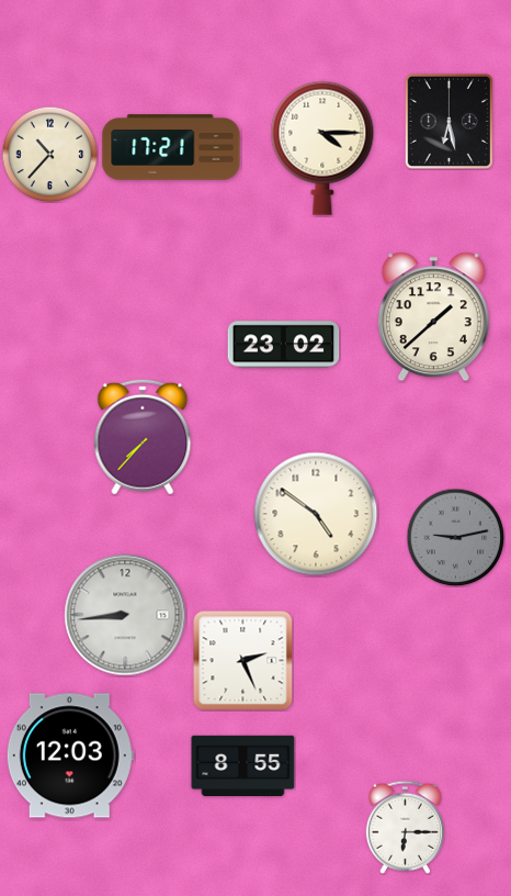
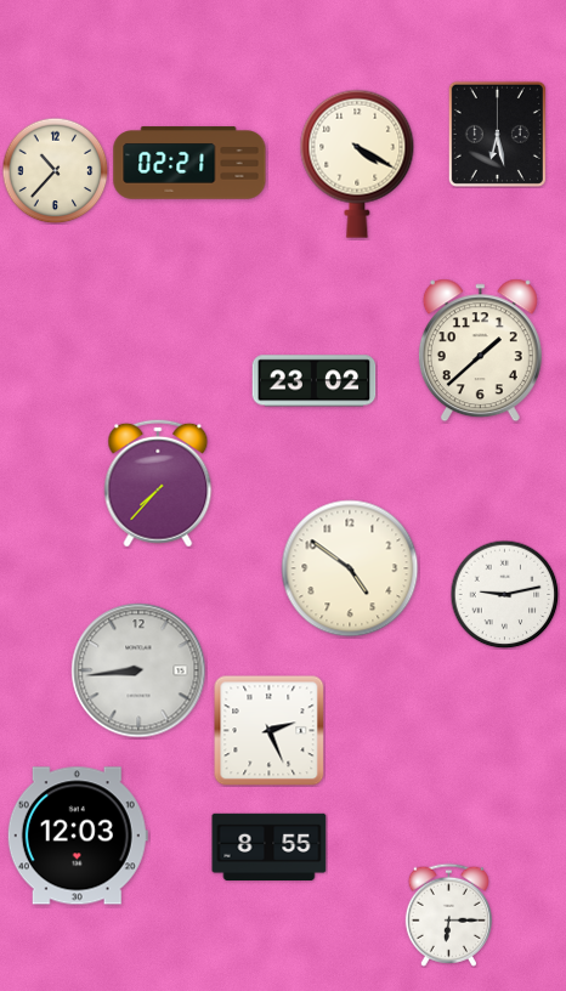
clock at (171, 147): 17:21 -> 02:21
clock at (322, 148): 4:15 -> 4:20
clock at (455, 537) dial: grey -> white
clock at (125, 615) position: (125, 615) -> (138, 670)
